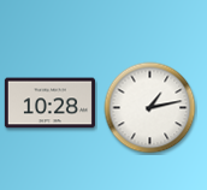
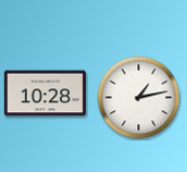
clock at (150, 108) position: (150, 108) -> (139, 98)
